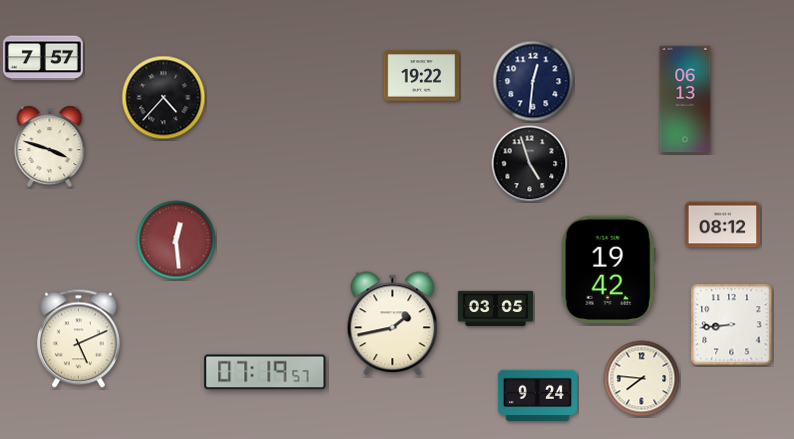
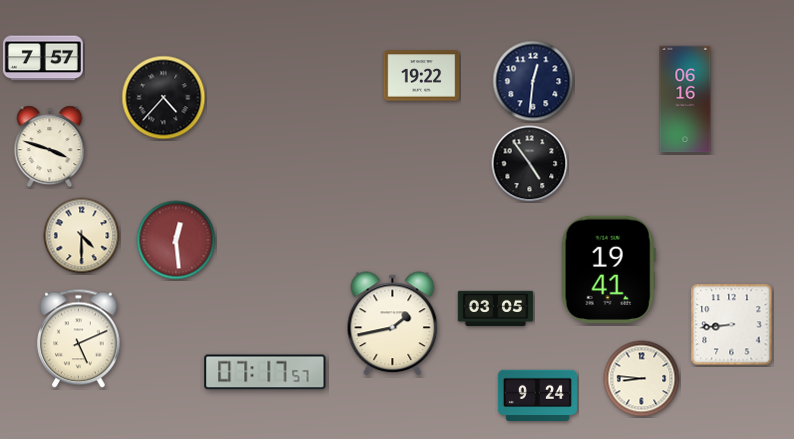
clock at (685, 99): 06:13 -> 06:16
clock at (530, 164): 4:57 -> 4:54
clock at (723, 225): 08:12 -> none
clock at (82, 236): none -> 4:30
clock at (608, 269): 19:42 -> 19:41
clock at (265, 372): 07:19 -> 07:17
clock at (642, 379): 7:46 -> 8:46
